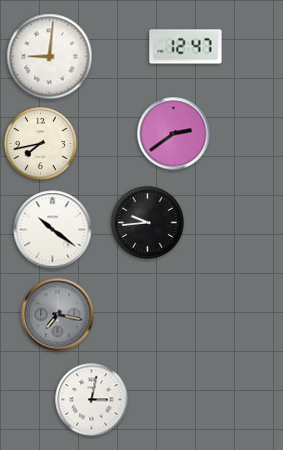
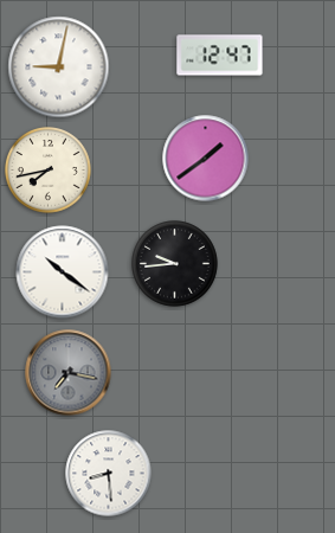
clock at (50, 57): 9:01 -> 9:02
clock at (174, 134): 2:39 -> 1:39
clock at (92, 400): 3:02 -> 8:29
